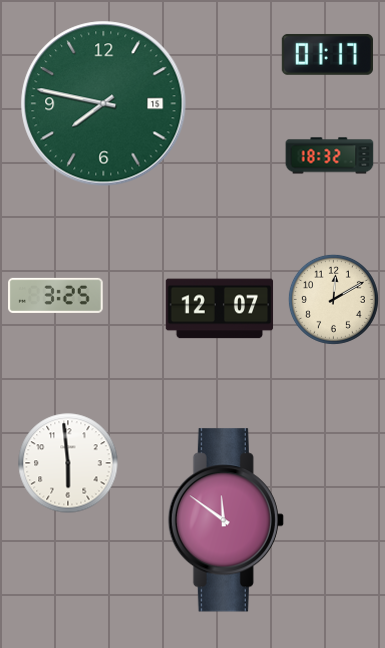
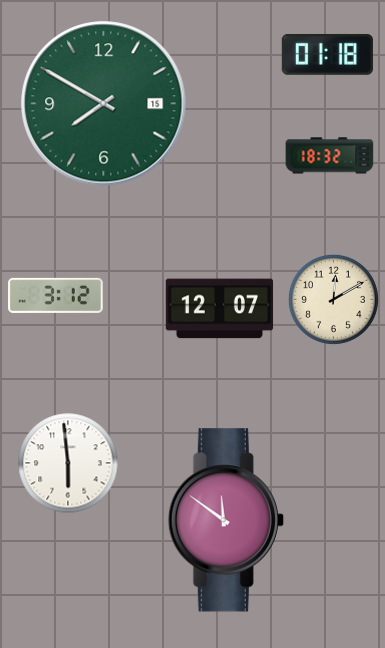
clock at (327, 54): 01:17 -> 01:18
clock at (104, 104): 7:47 -> 7:50
clock at (56, 295): 3:25 -> 3:12
